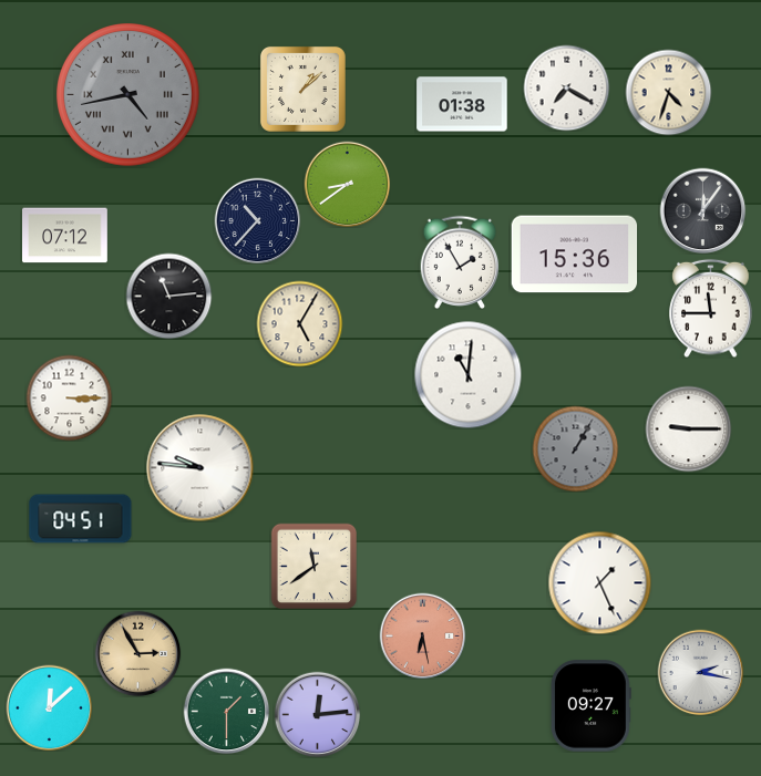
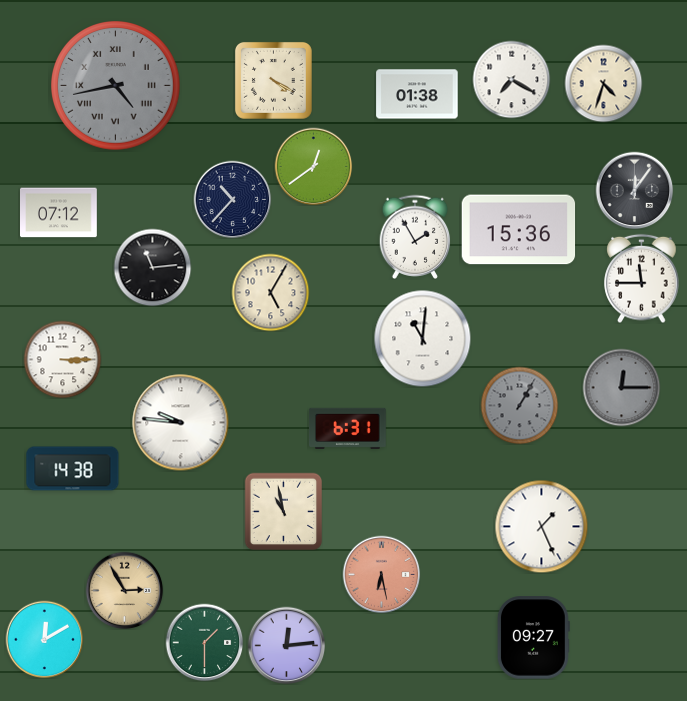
clock at (302, 89): 1:08 -> 4:20
clock at (347, 184): 8:39 -> 12:39
clock at (688, 428): 9:15 -> 12:15
clock at (688, 428) dial: white -> grey
clock at (348, 428): none -> 6:31
clock at (81, 519): 04:51 -> 14:38
clock at (313, 566): 11:39 -> 10:58
clock at (700, 672): 2:17 -> none
clock at (49, 707): 12:08 -> 12:10
